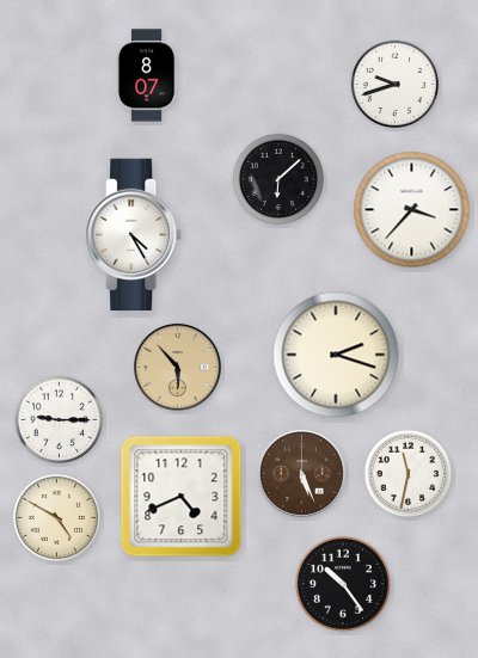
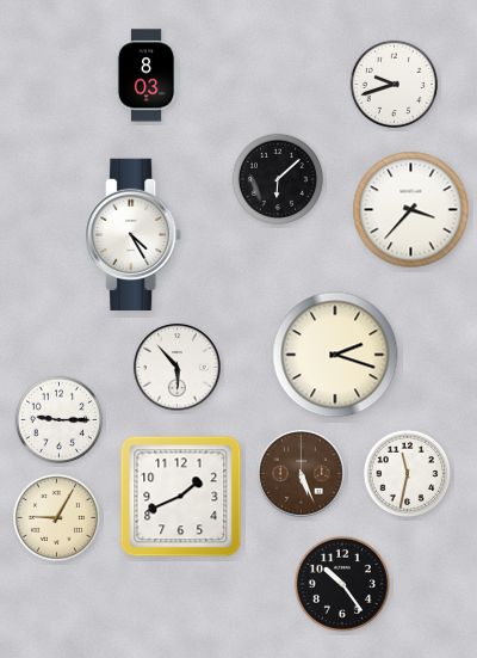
clock at (147, 75): 8:07 -> 8:03
clock at (177, 367) dial: champagne -> white
clock at (182, 497): 4:41 -> 1:41
clock at (57, 518): 4:50 -> 9:05
